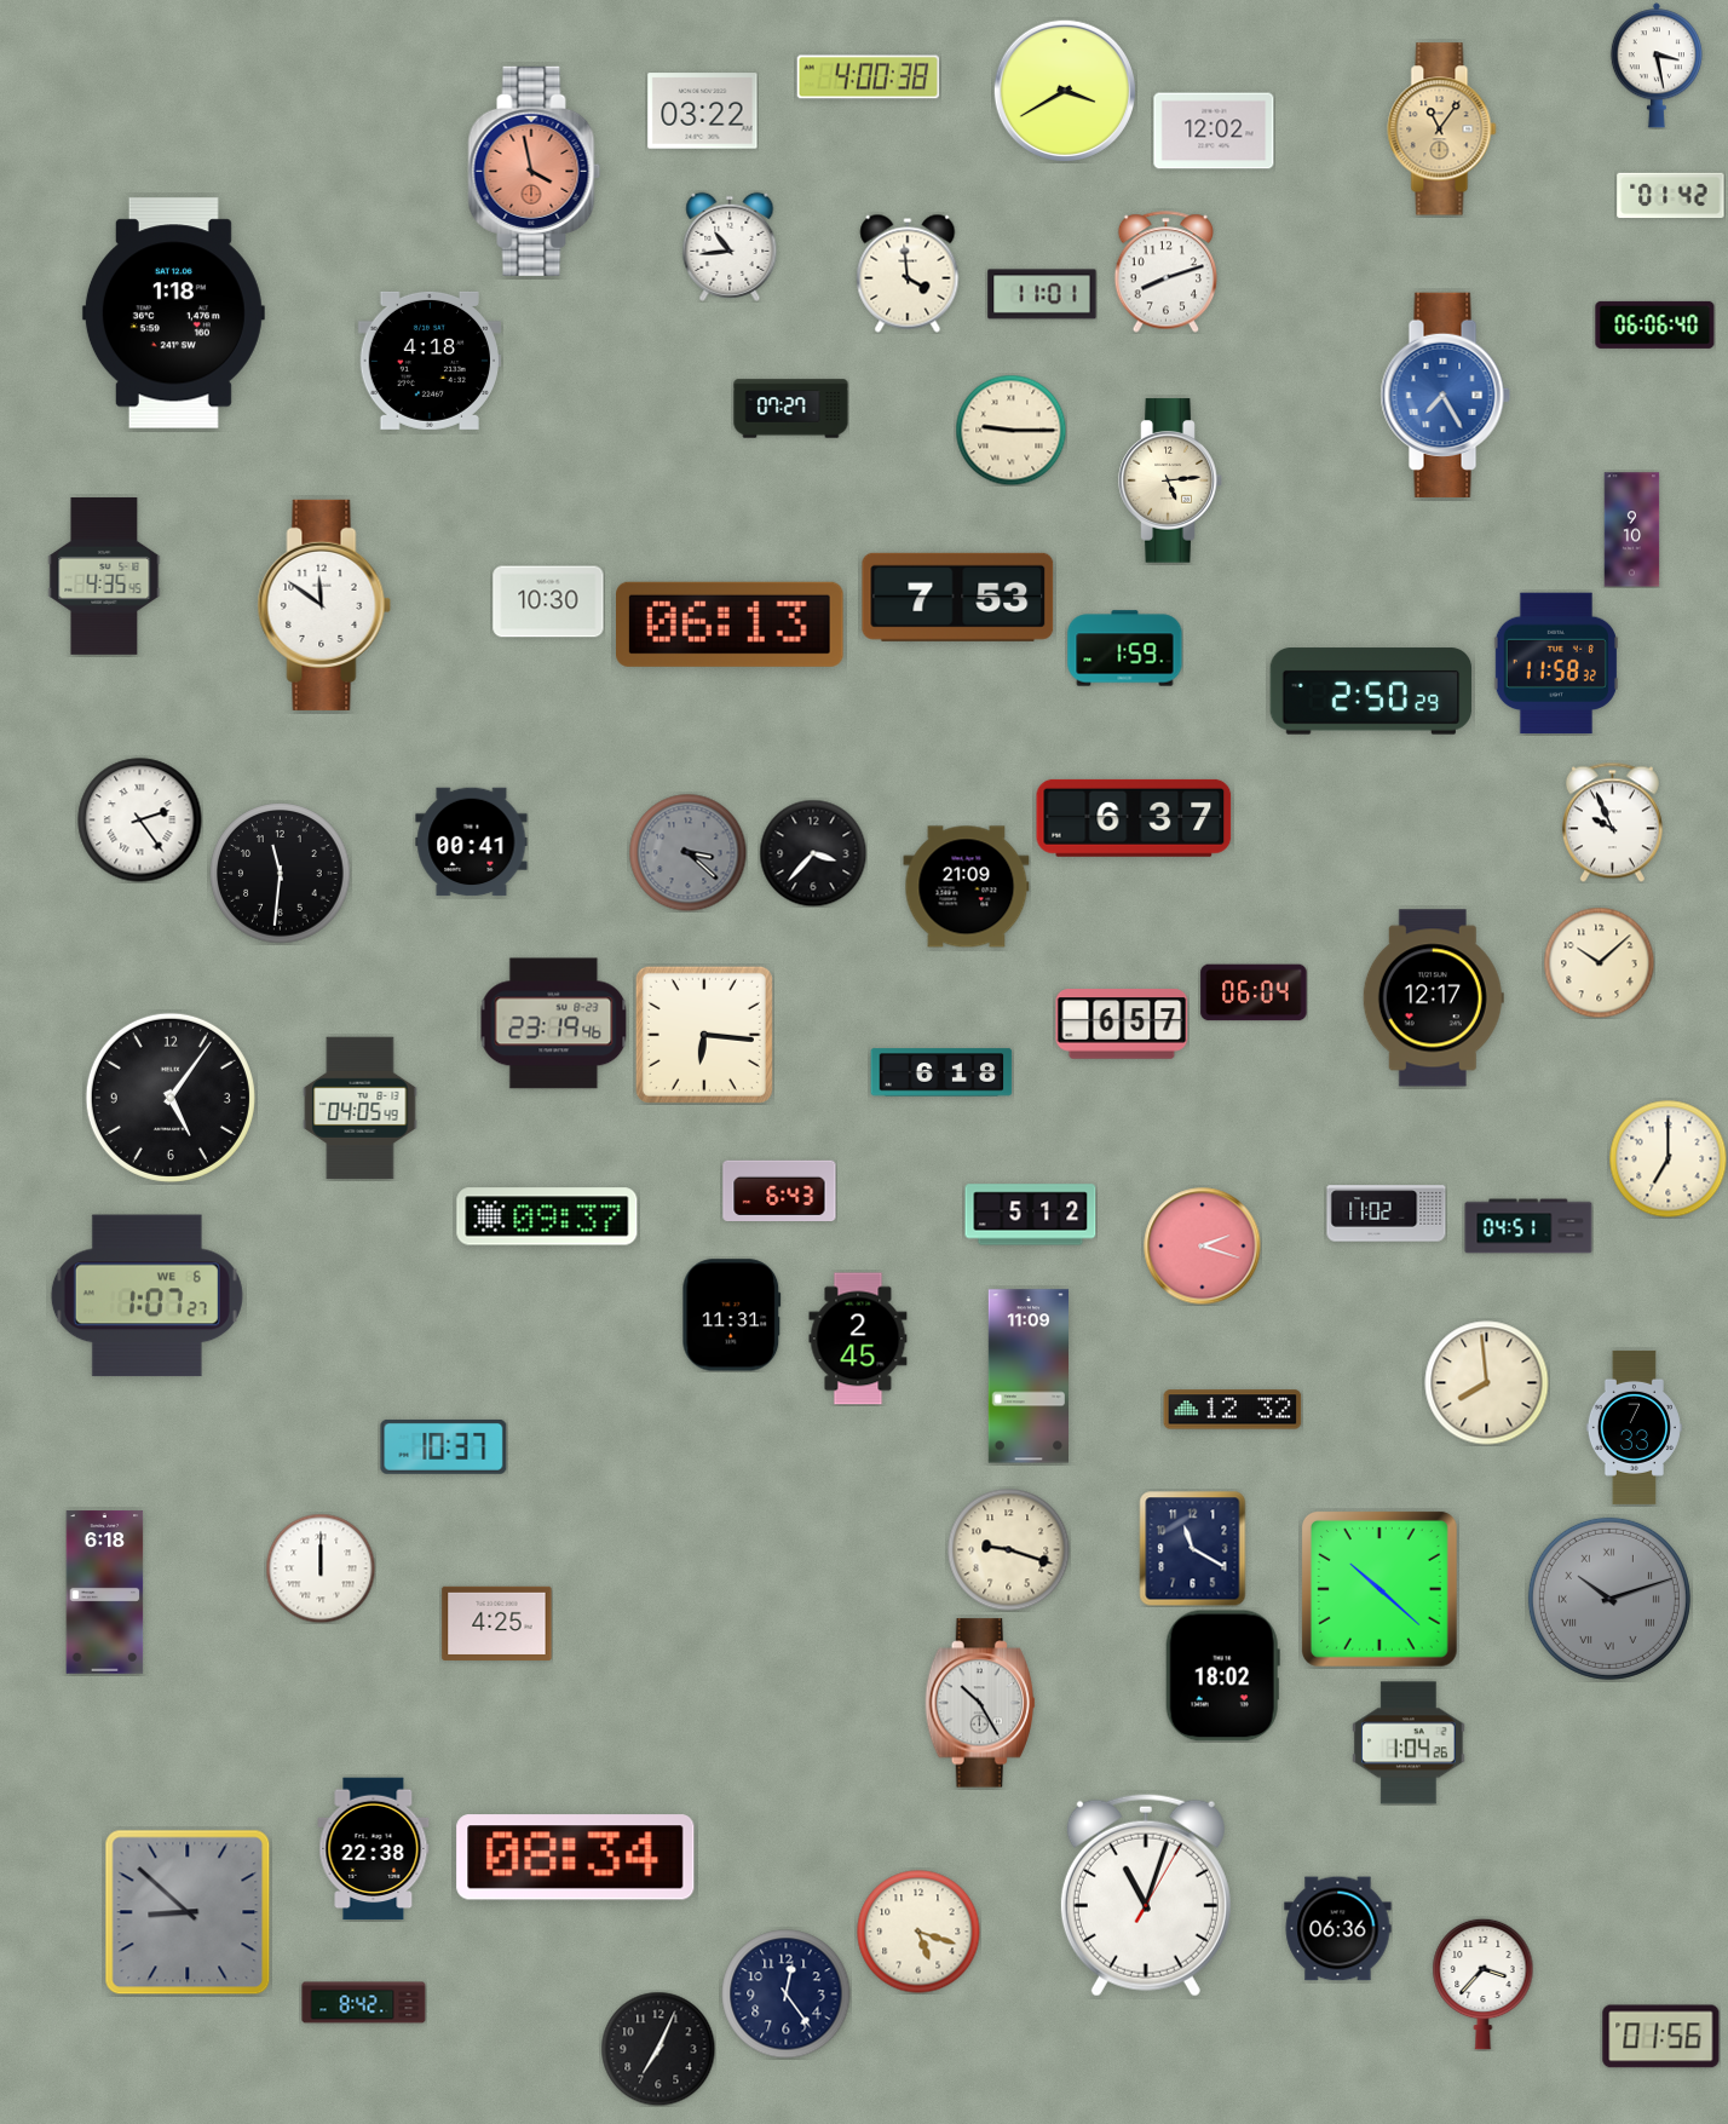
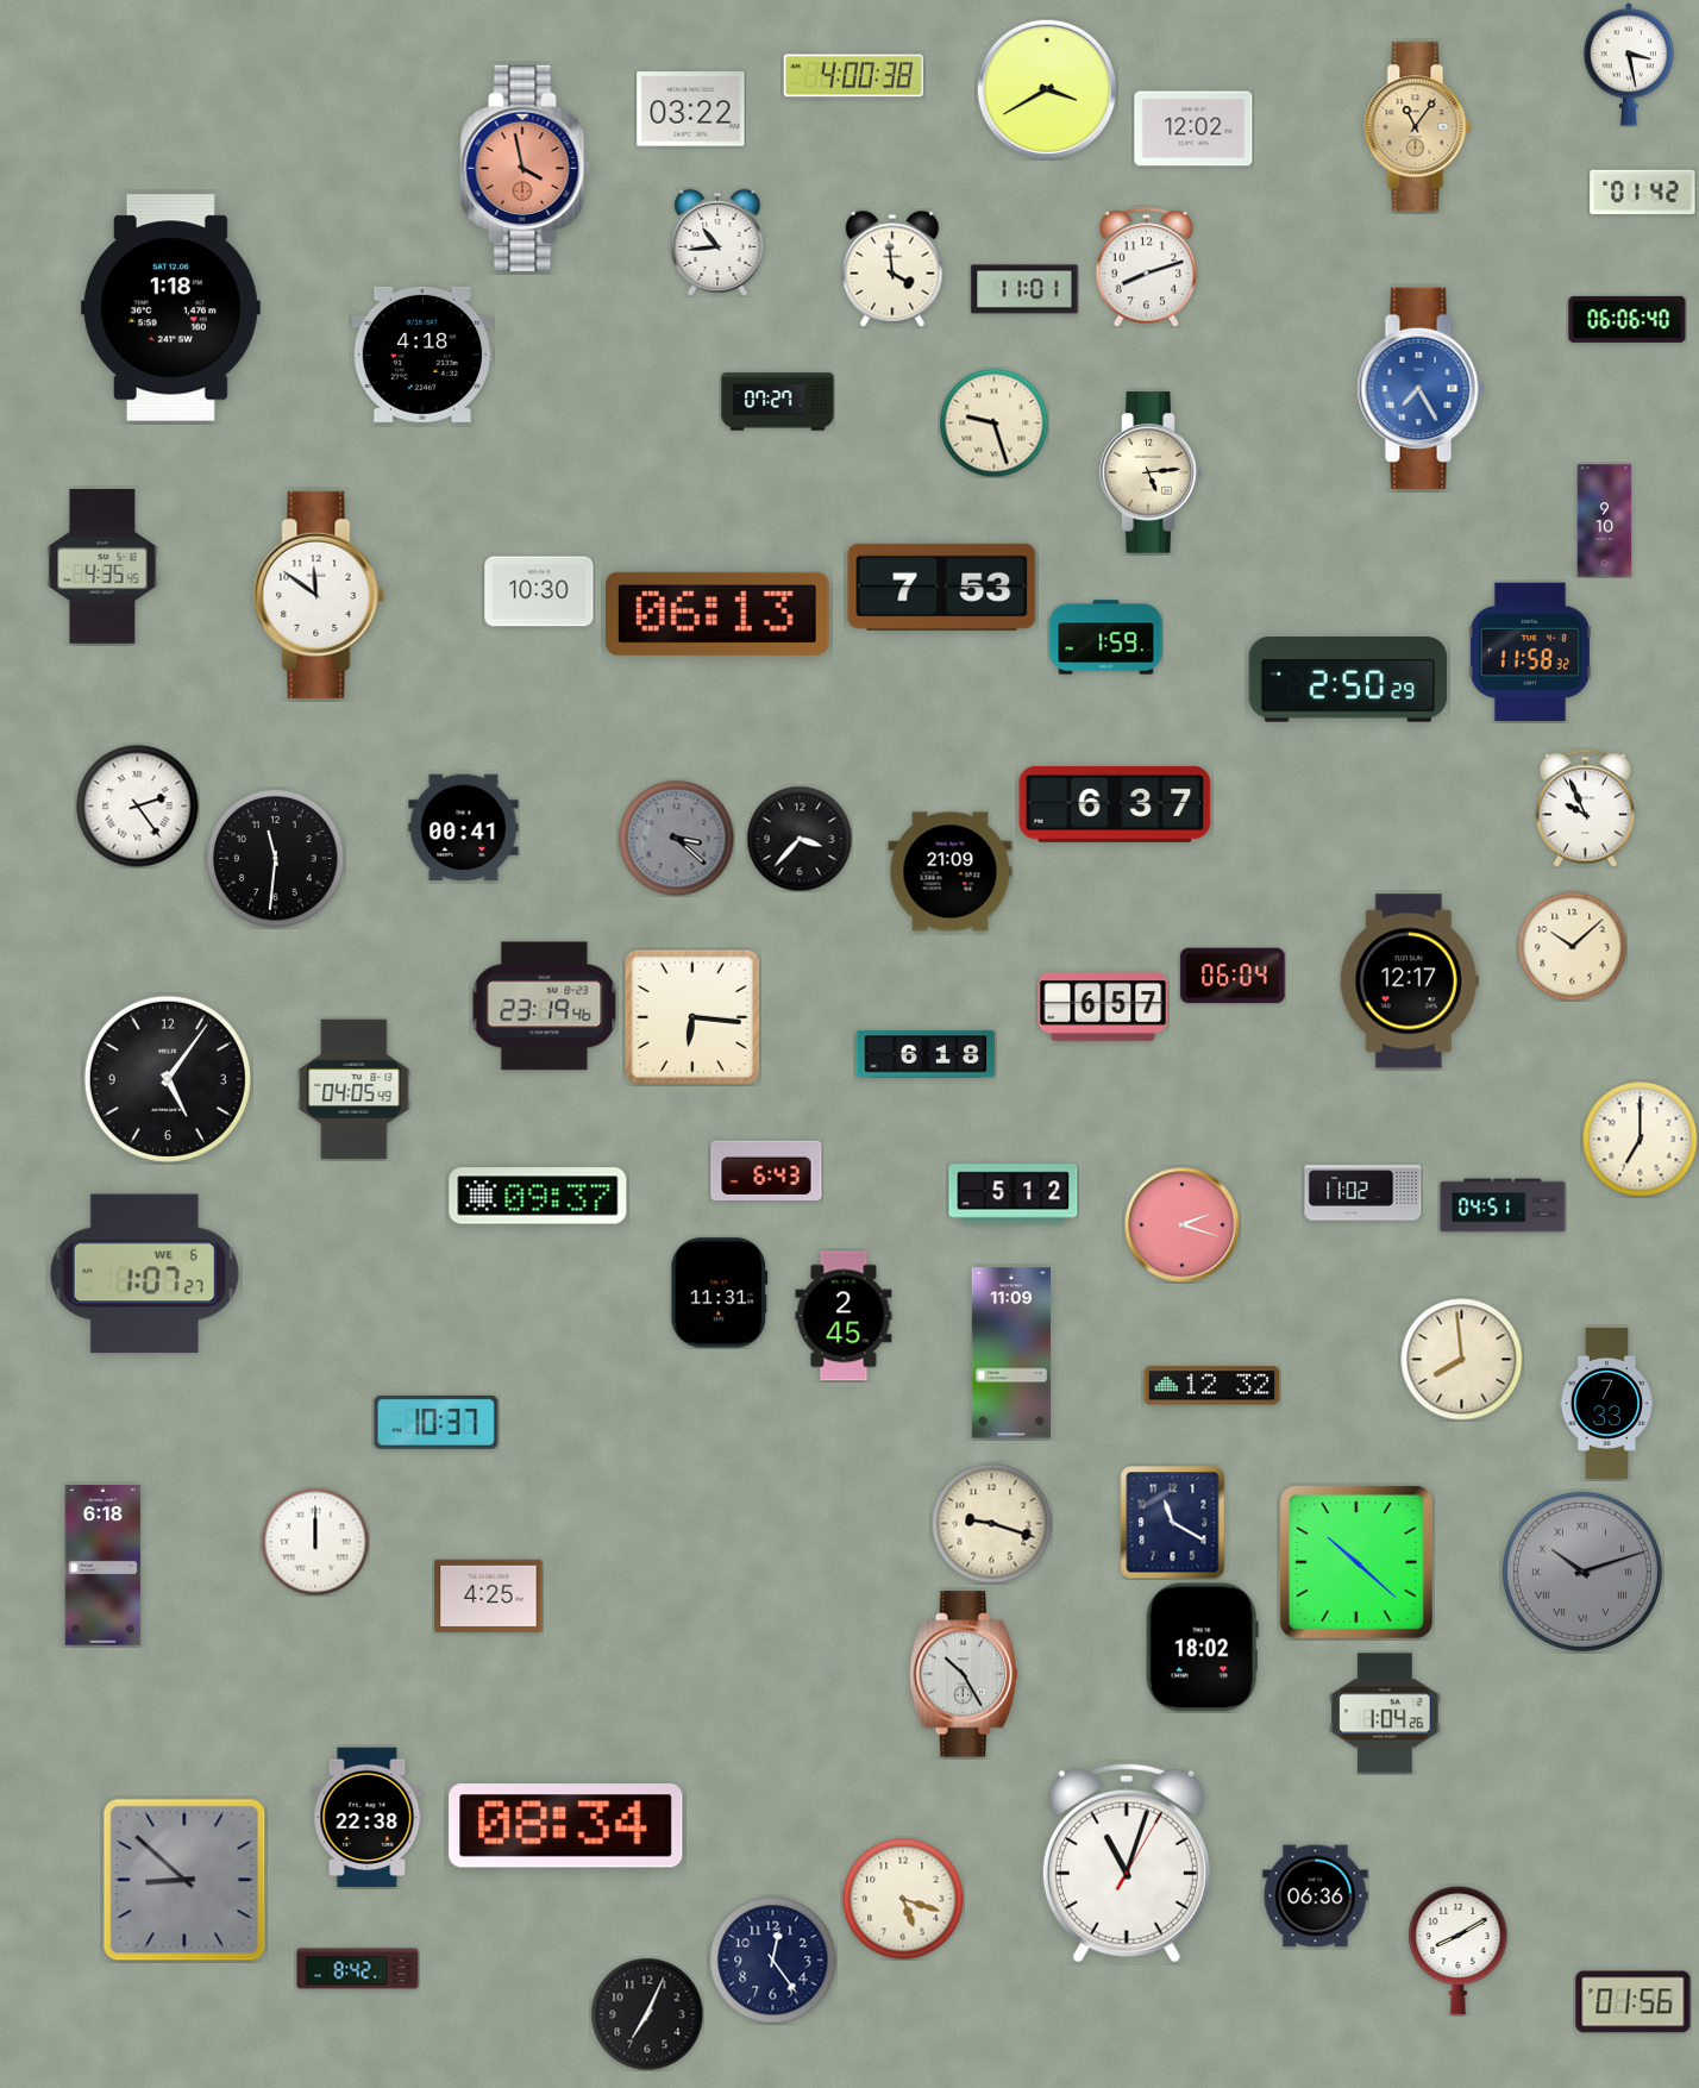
clock at (1010, 430): 9:15 -> 9:27
clock at (1484, 1984): 3:37 -> 8:10
